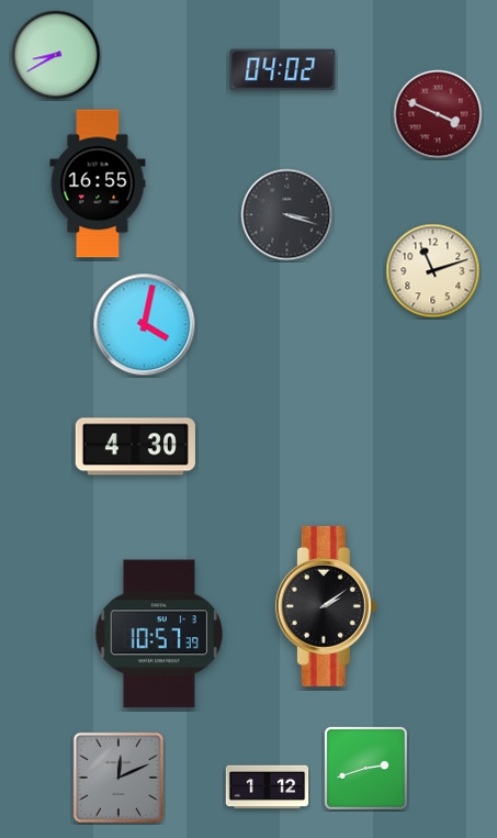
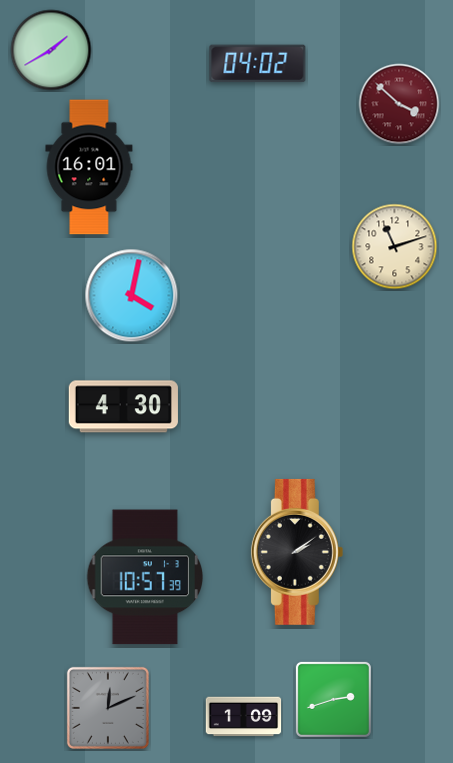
clock at (56, 55): 8:40 -> 1:40
clock at (438, 114): 3:49 -> 3:52
clock at (98, 183): 16:55 -> 16:01
clock at (287, 215): 3:18 -> none
clock at (268, 787): 1:12 -> 1:09
